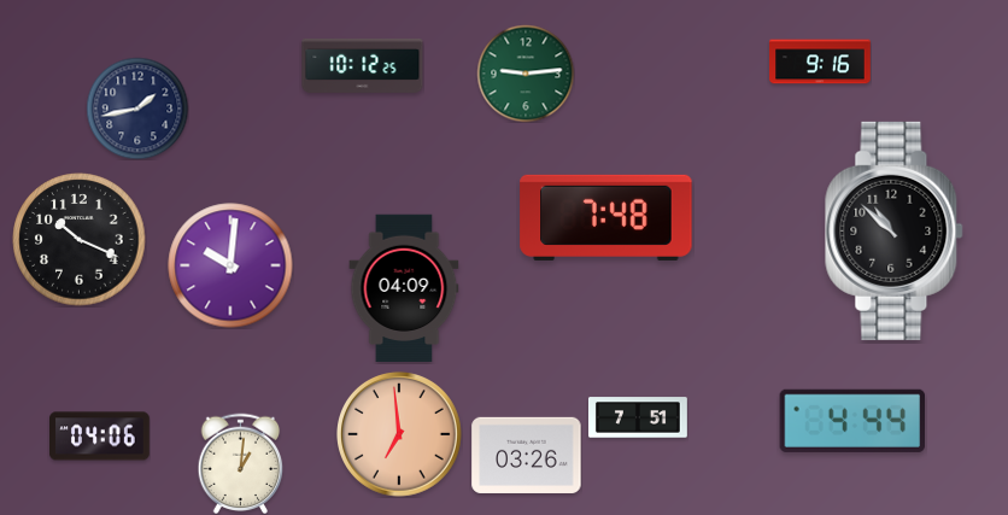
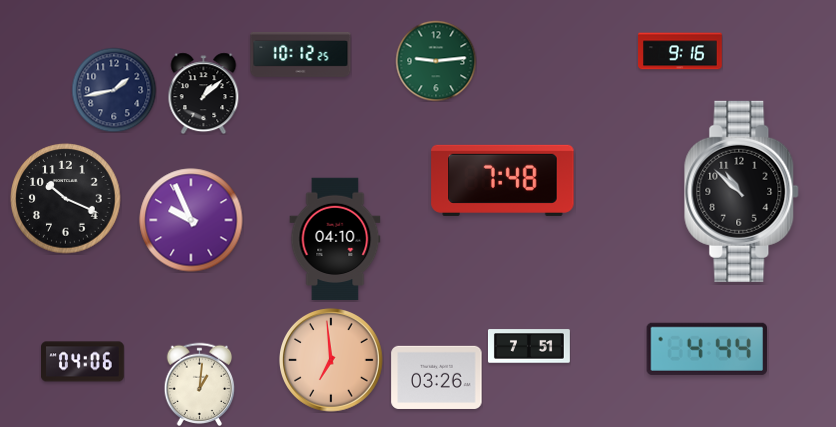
clock at (204, 93): none -> 1:08
clock at (230, 265): 10:01 -> 9:56
clock at (404, 288): 04:09 -> 04:10
